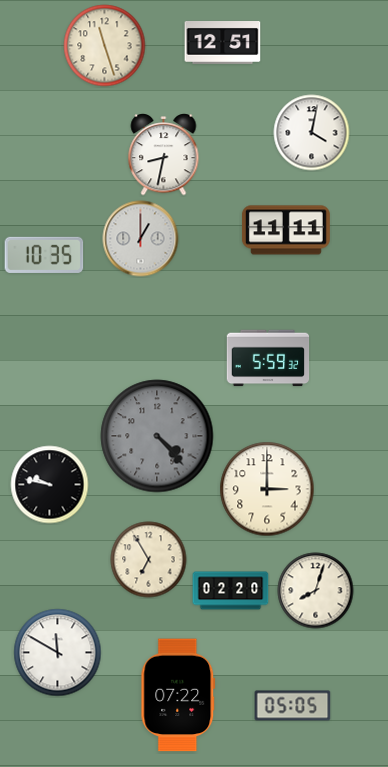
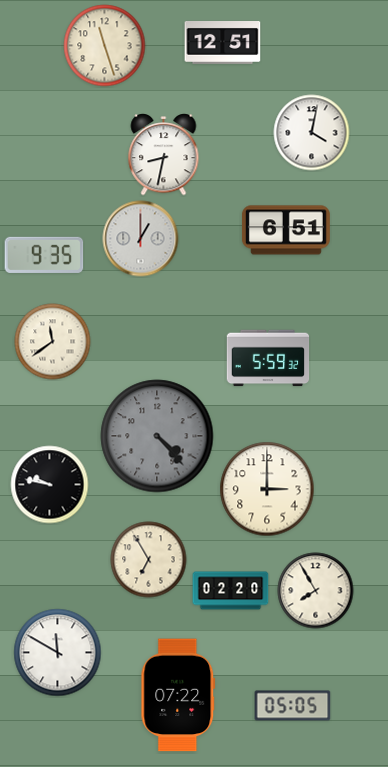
clock at (286, 230): 11:11 -> 6:51
clock at (44, 255): 10:35 -> 9:35
clock at (53, 342): none -> 11:39
clock at (316, 591): 8:03 -> 7:55
